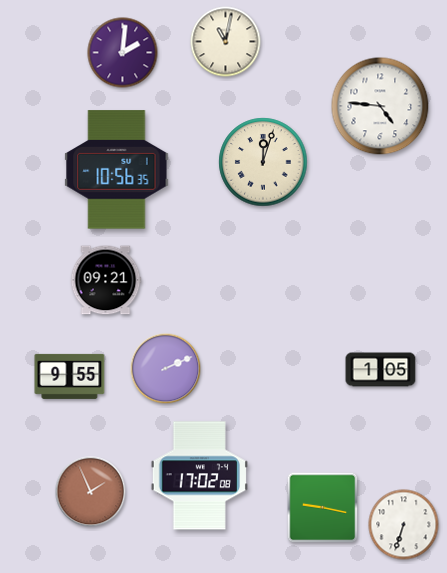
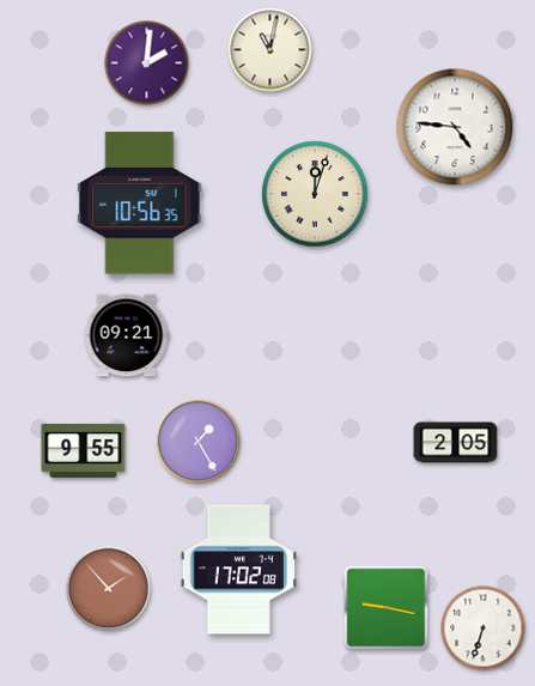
clock at (166, 369): 2:11 -> 1:25
clock at (381, 370): 1:05 -> 2:05
clock at (91, 492): 1:56 -> 1:53
